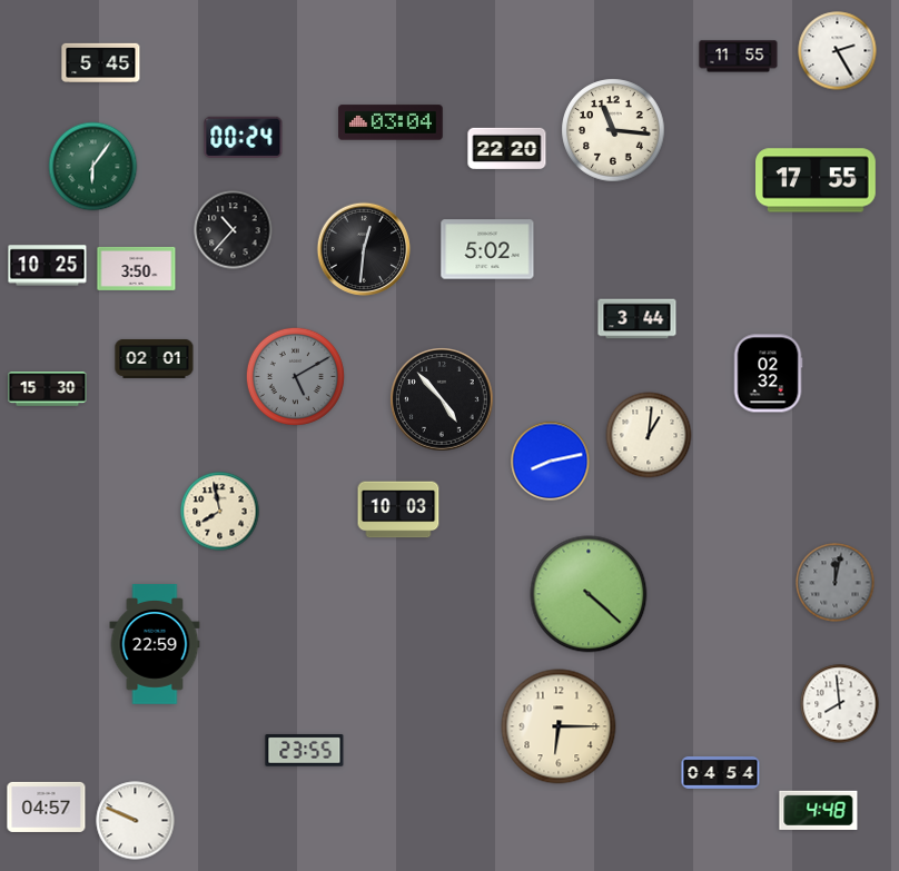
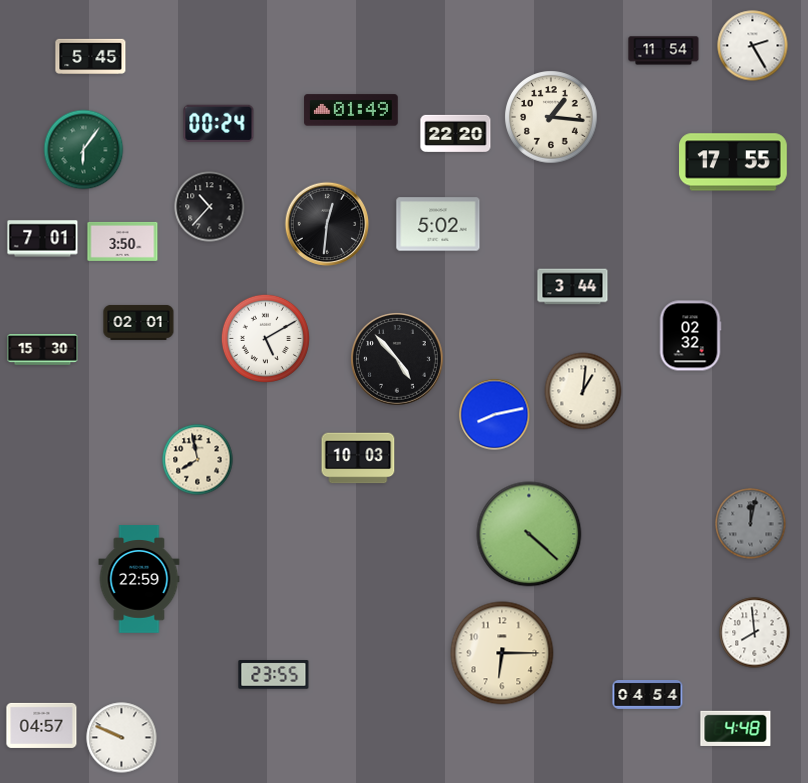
clock at (739, 57): 11:55 -> 11:54
clock at (391, 122): 03:04 -> 01:49
clock at (613, 130): 11:16 -> 1:16
clock at (48, 266): 10:25 -> 7:01
clock at (295, 376) dial: grey -> white
